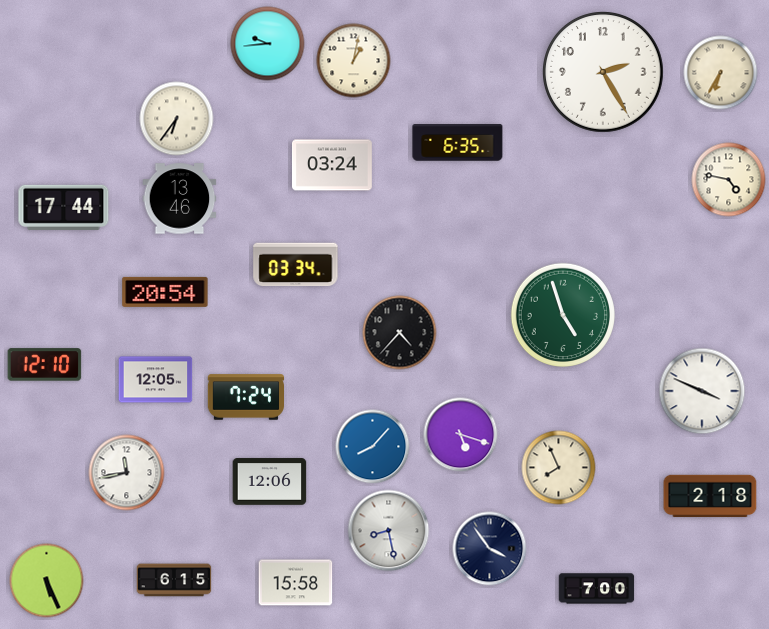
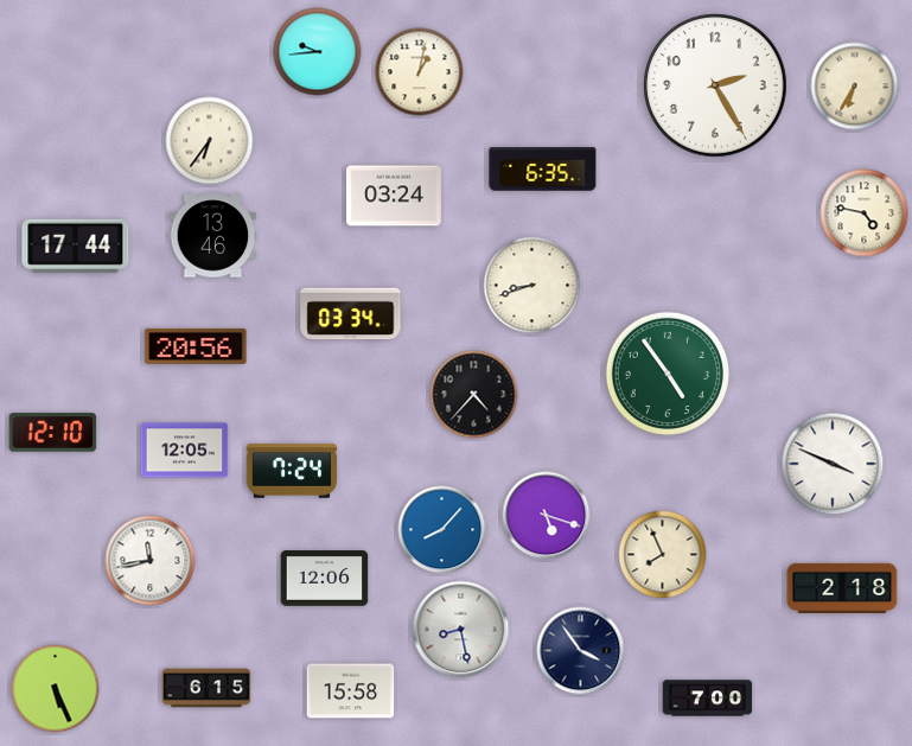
clock at (532, 286): none -> 8:42
clock at (165, 292): 20:54 -> 20:56
clock at (562, 314): 4:57 -> 4:54
clock at (270, 482) position: (270, 482) -> (325, 579)
